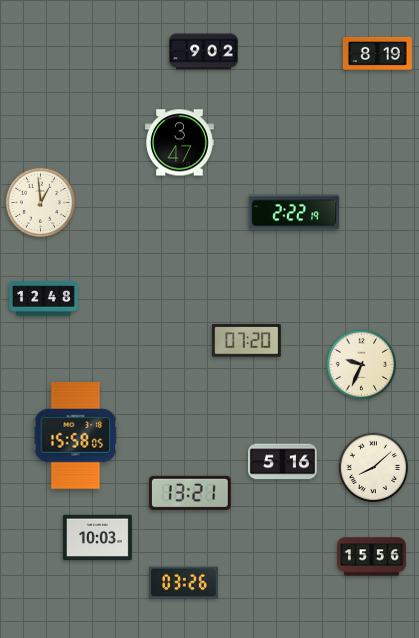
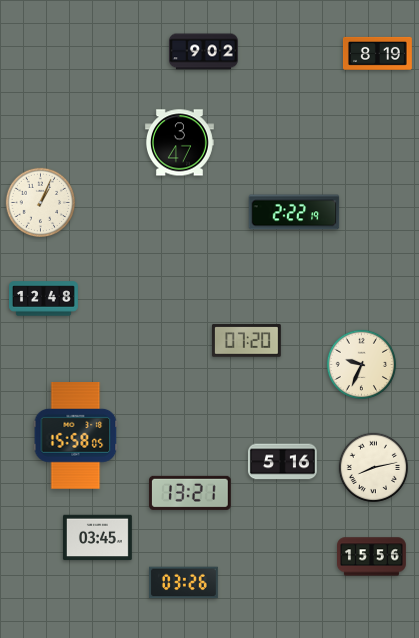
clock at (40, 202): 12:59 -> 1:04
clock at (373, 467): 8:08 -> 8:13
clock at (97, 538): 10:03 -> 03:45
